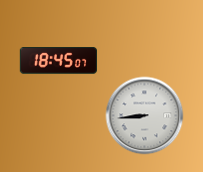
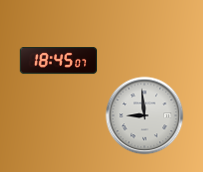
clock at (144, 115): 8:44 -> 8:59
